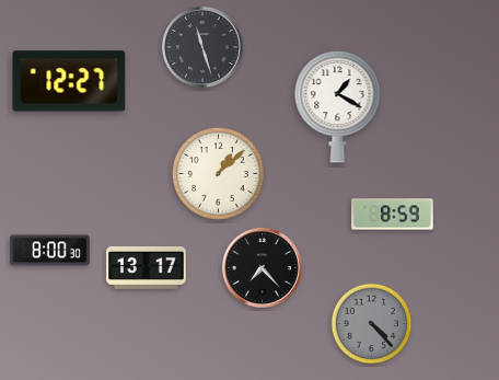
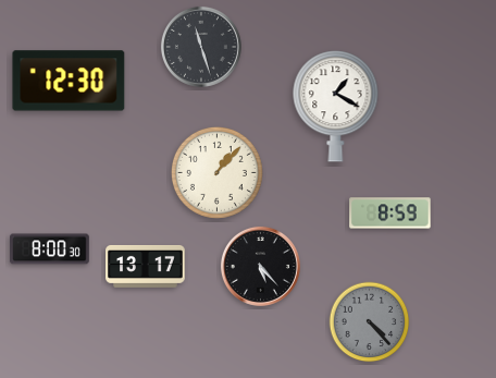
clock at (69, 81): 12:27 -> 12:30
clock at (218, 173): 1:08 -> 1:07
clock at (262, 267): 7:23 -> 5:23
